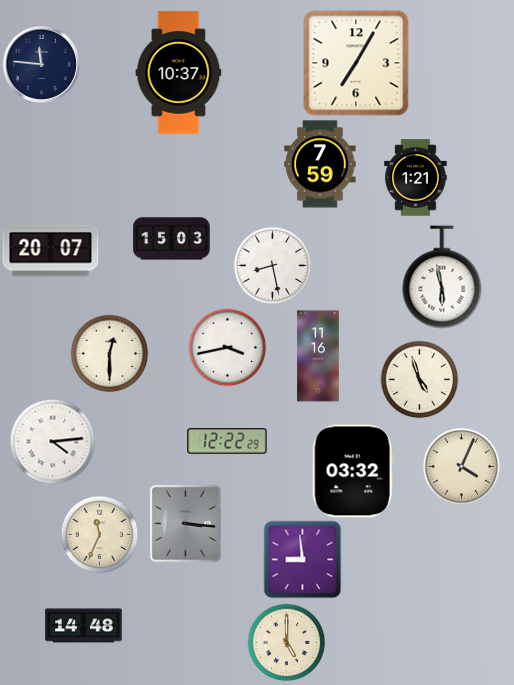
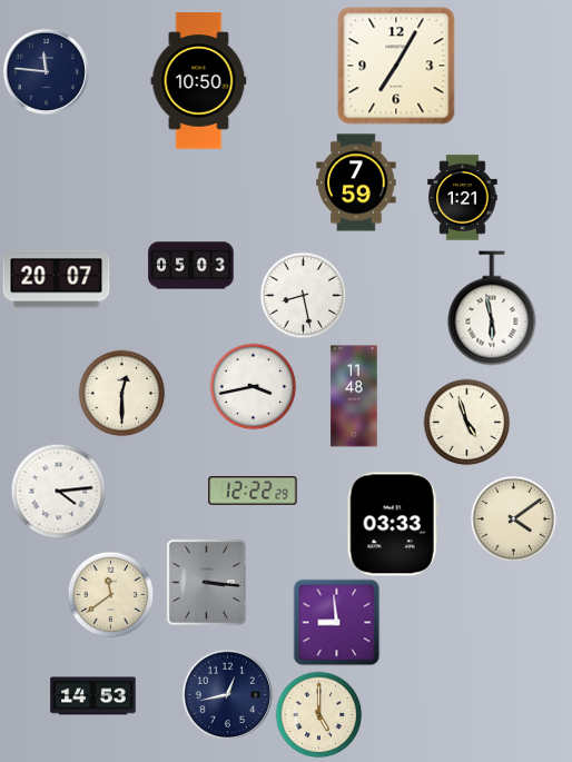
clock at (356, 63) position: (356, 63) -> (396, 66)
clock at (179, 73): 10:37 -> 10:50
clock at (172, 239): 15:03 -> 05:03
clock at (318, 356): 11:16 -> 11:48
clock at (461, 466): 4:04 -> 4:09
clock at (353, 471): 03:32 -> 03:33
clock at (99, 534): 11:34 -> 11:39
clock at (227, 694): none -> 12:43
clock at (84, 626): 14:48 -> 14:53
